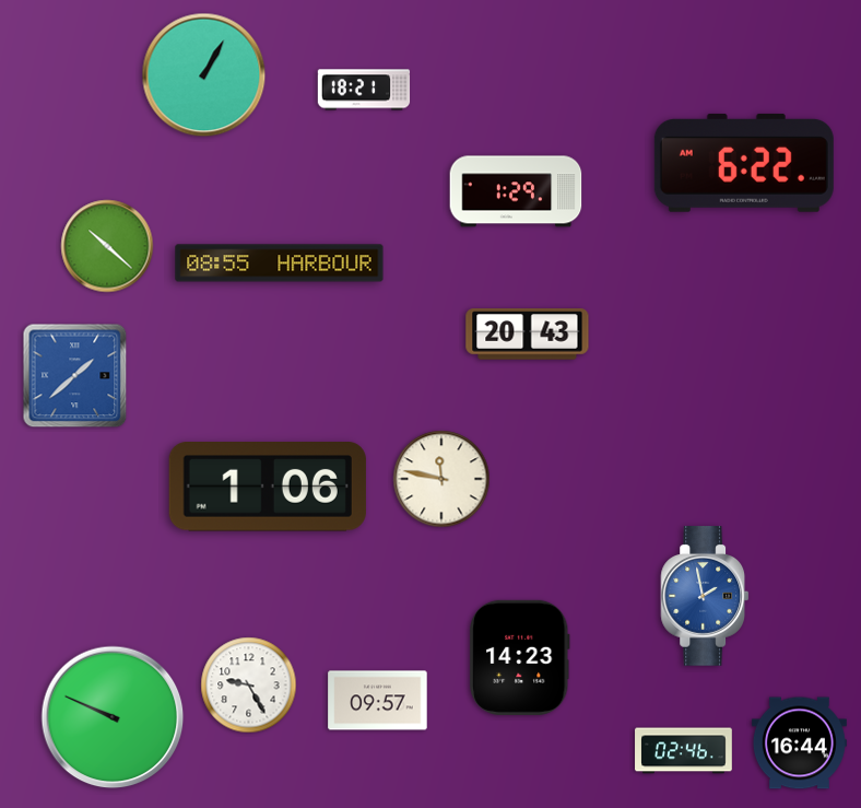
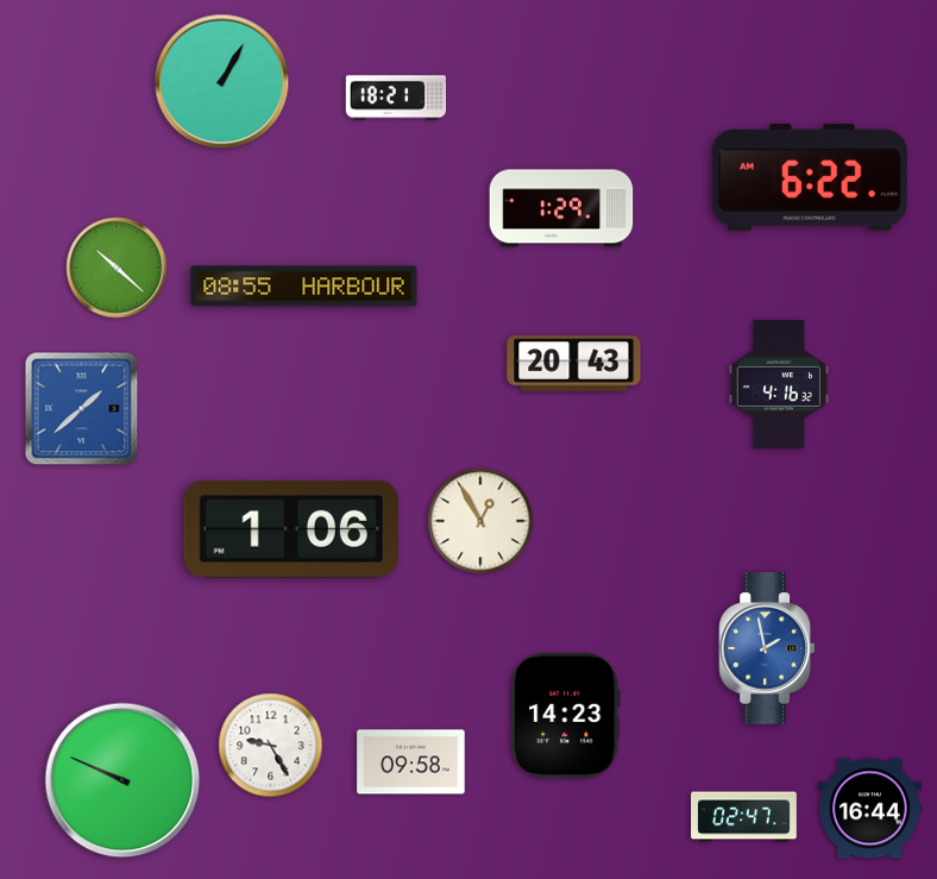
clock at (779, 385): none -> 4:16
clock at (441, 479): 11:47 -> 12:55
clock at (378, 701): 09:57 -> 09:58
clock at (684, 751): 02:46 -> 02:47
